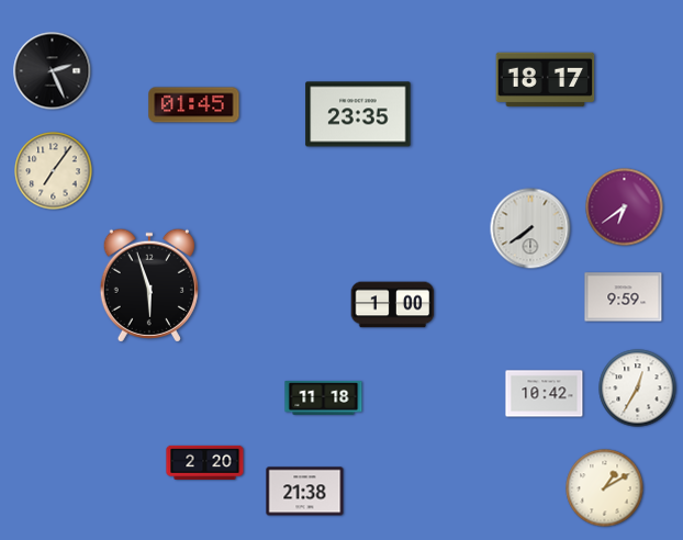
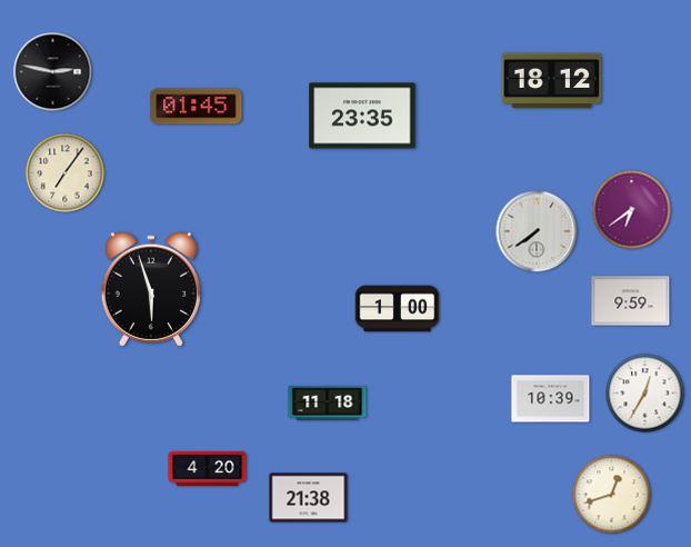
clock at (53, 71): 2:26 -> 2:47
clock at (546, 80): 18:17 -> 18:12
clock at (54, 171) position: (54, 171) -> (66, 173)
clock at (545, 394): 10:42 -> 10:39
clock at (205, 462): 2:20 -> 4:20
clock at (605, 488): 1:10 -> 12:42
